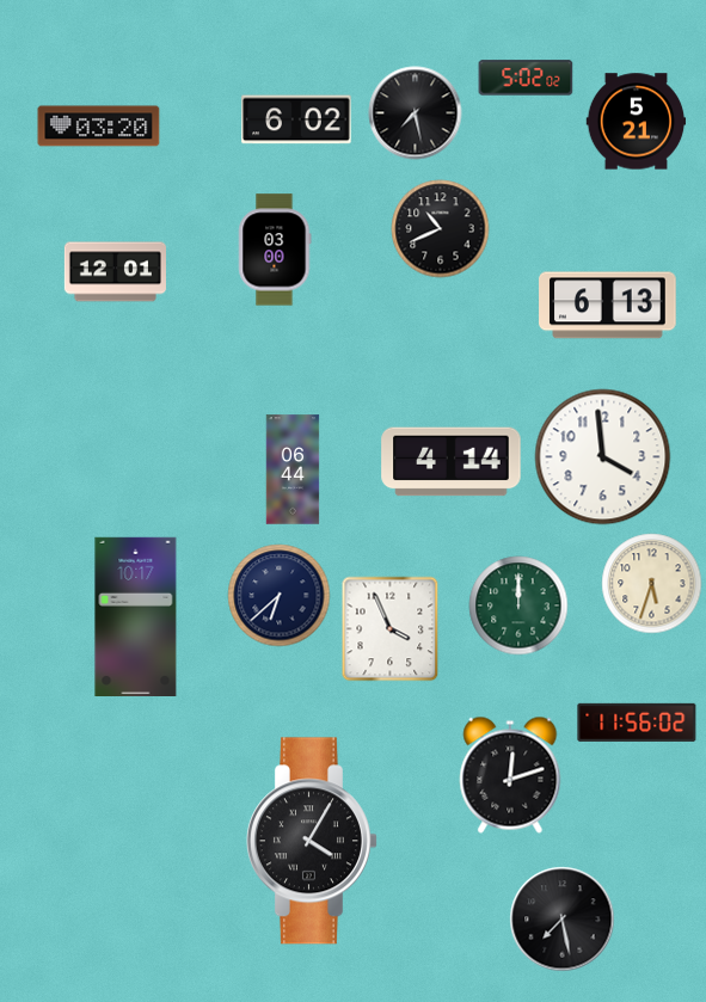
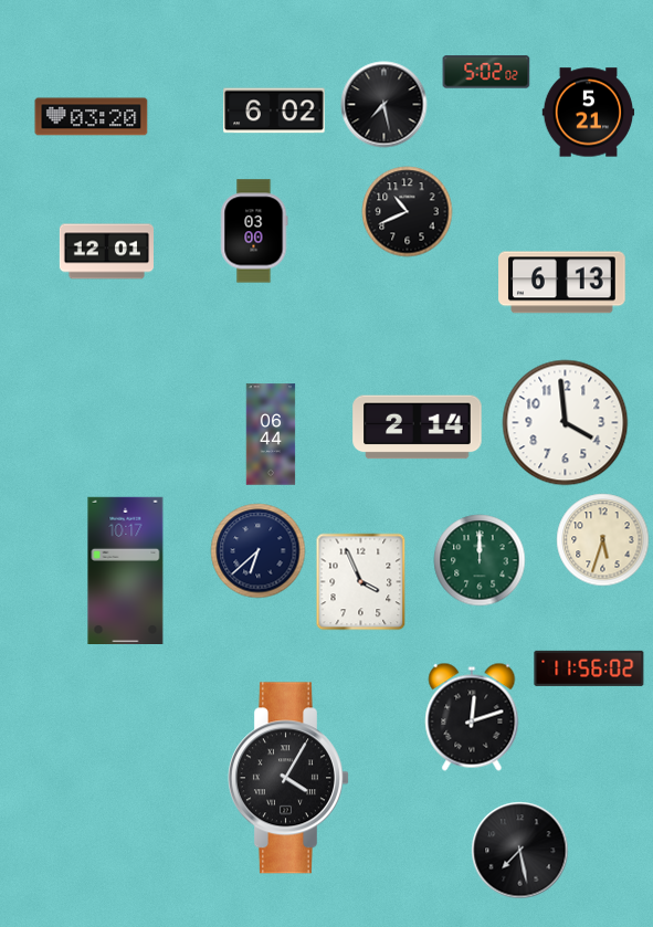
clock at (603, 457) position: (603, 457) -> (566, 423)
clock at (452, 462): 4:14 -> 2:14
